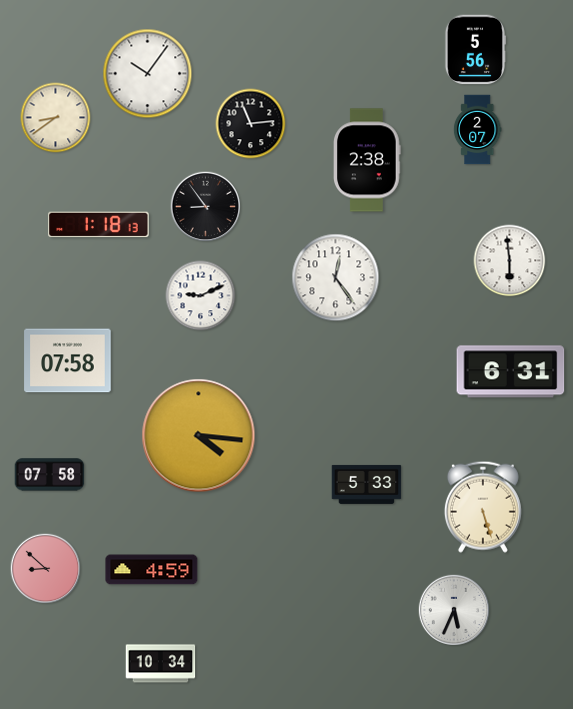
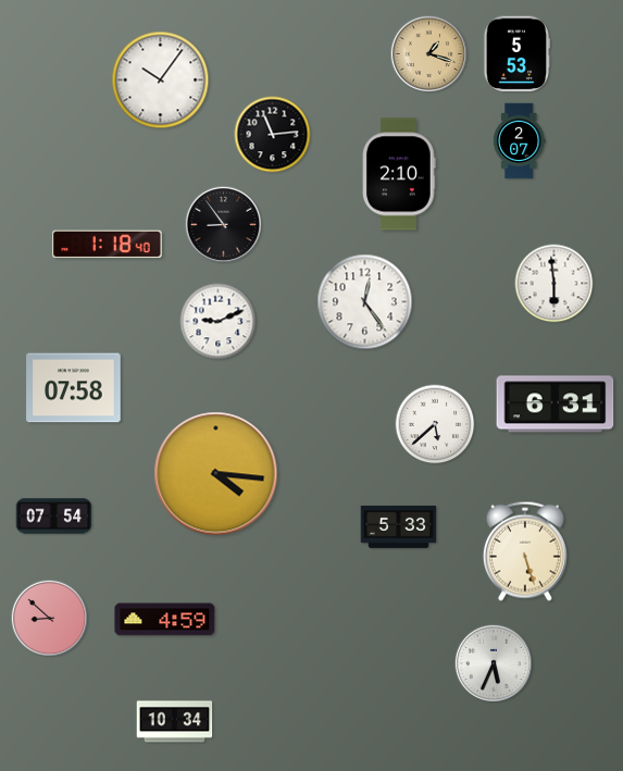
clock at (429, 54): none -> 1:18
clock at (474, 50): 5:56 -> 5:53
clock at (56, 118): 8:39 -> none
clock at (368, 160): 2:38 -> 2:10
clock at (99, 225): 1:18:13 -> 1:18:40
clock at (68, 361) position: (68, 361) -> (74, 388)
clock at (435, 424): none -> 5:38
clock at (50, 475): 07:58 -> 07:54
